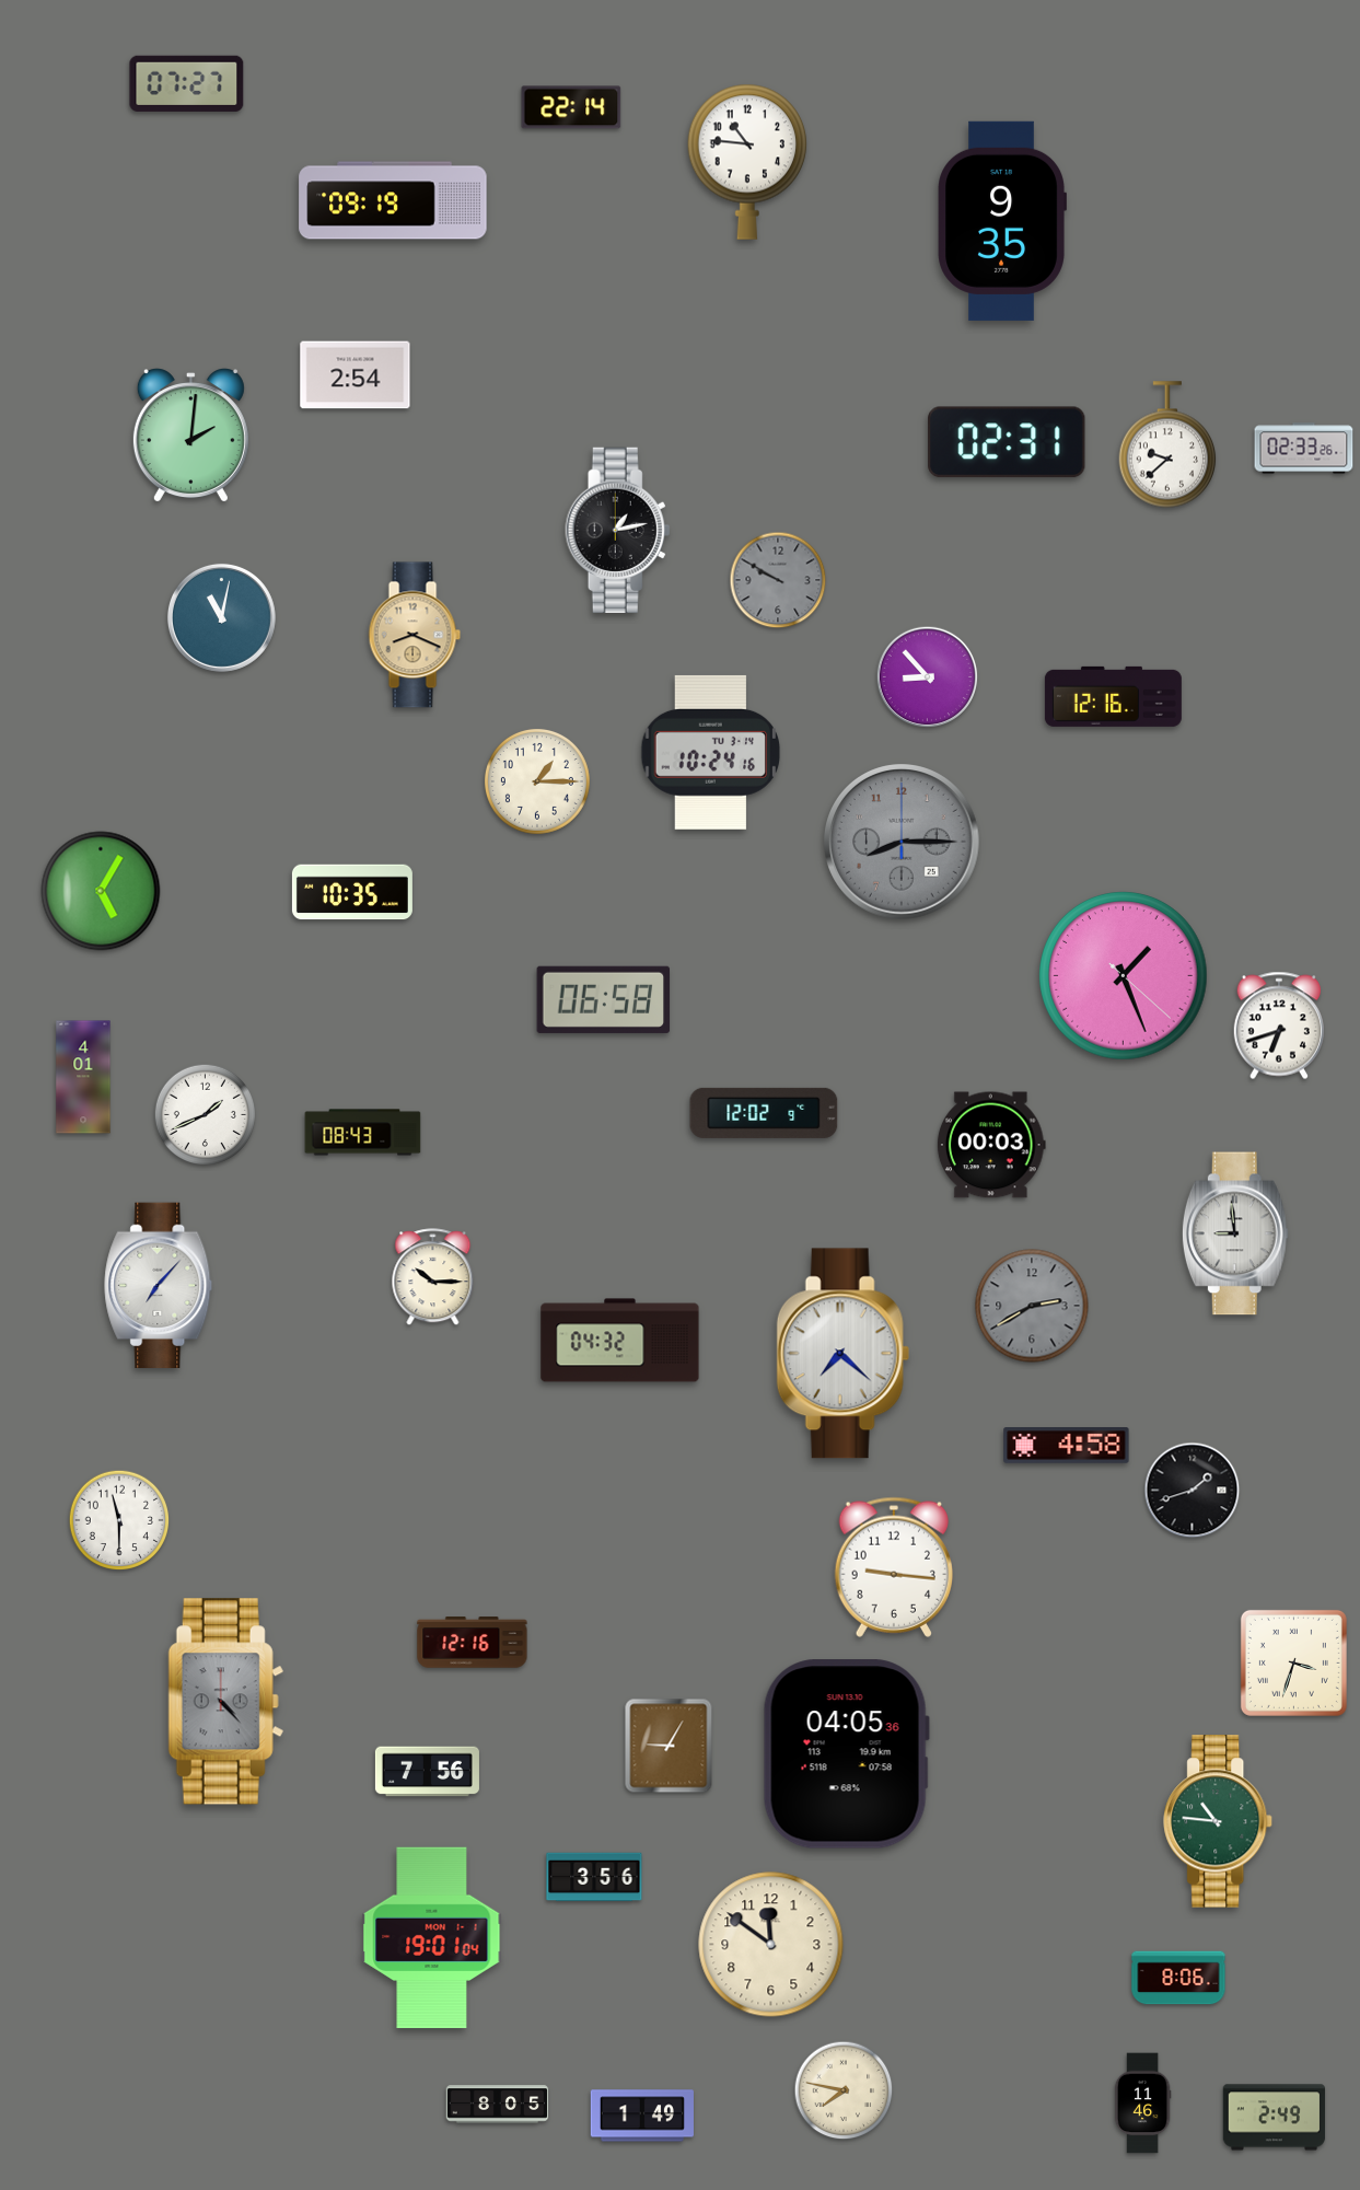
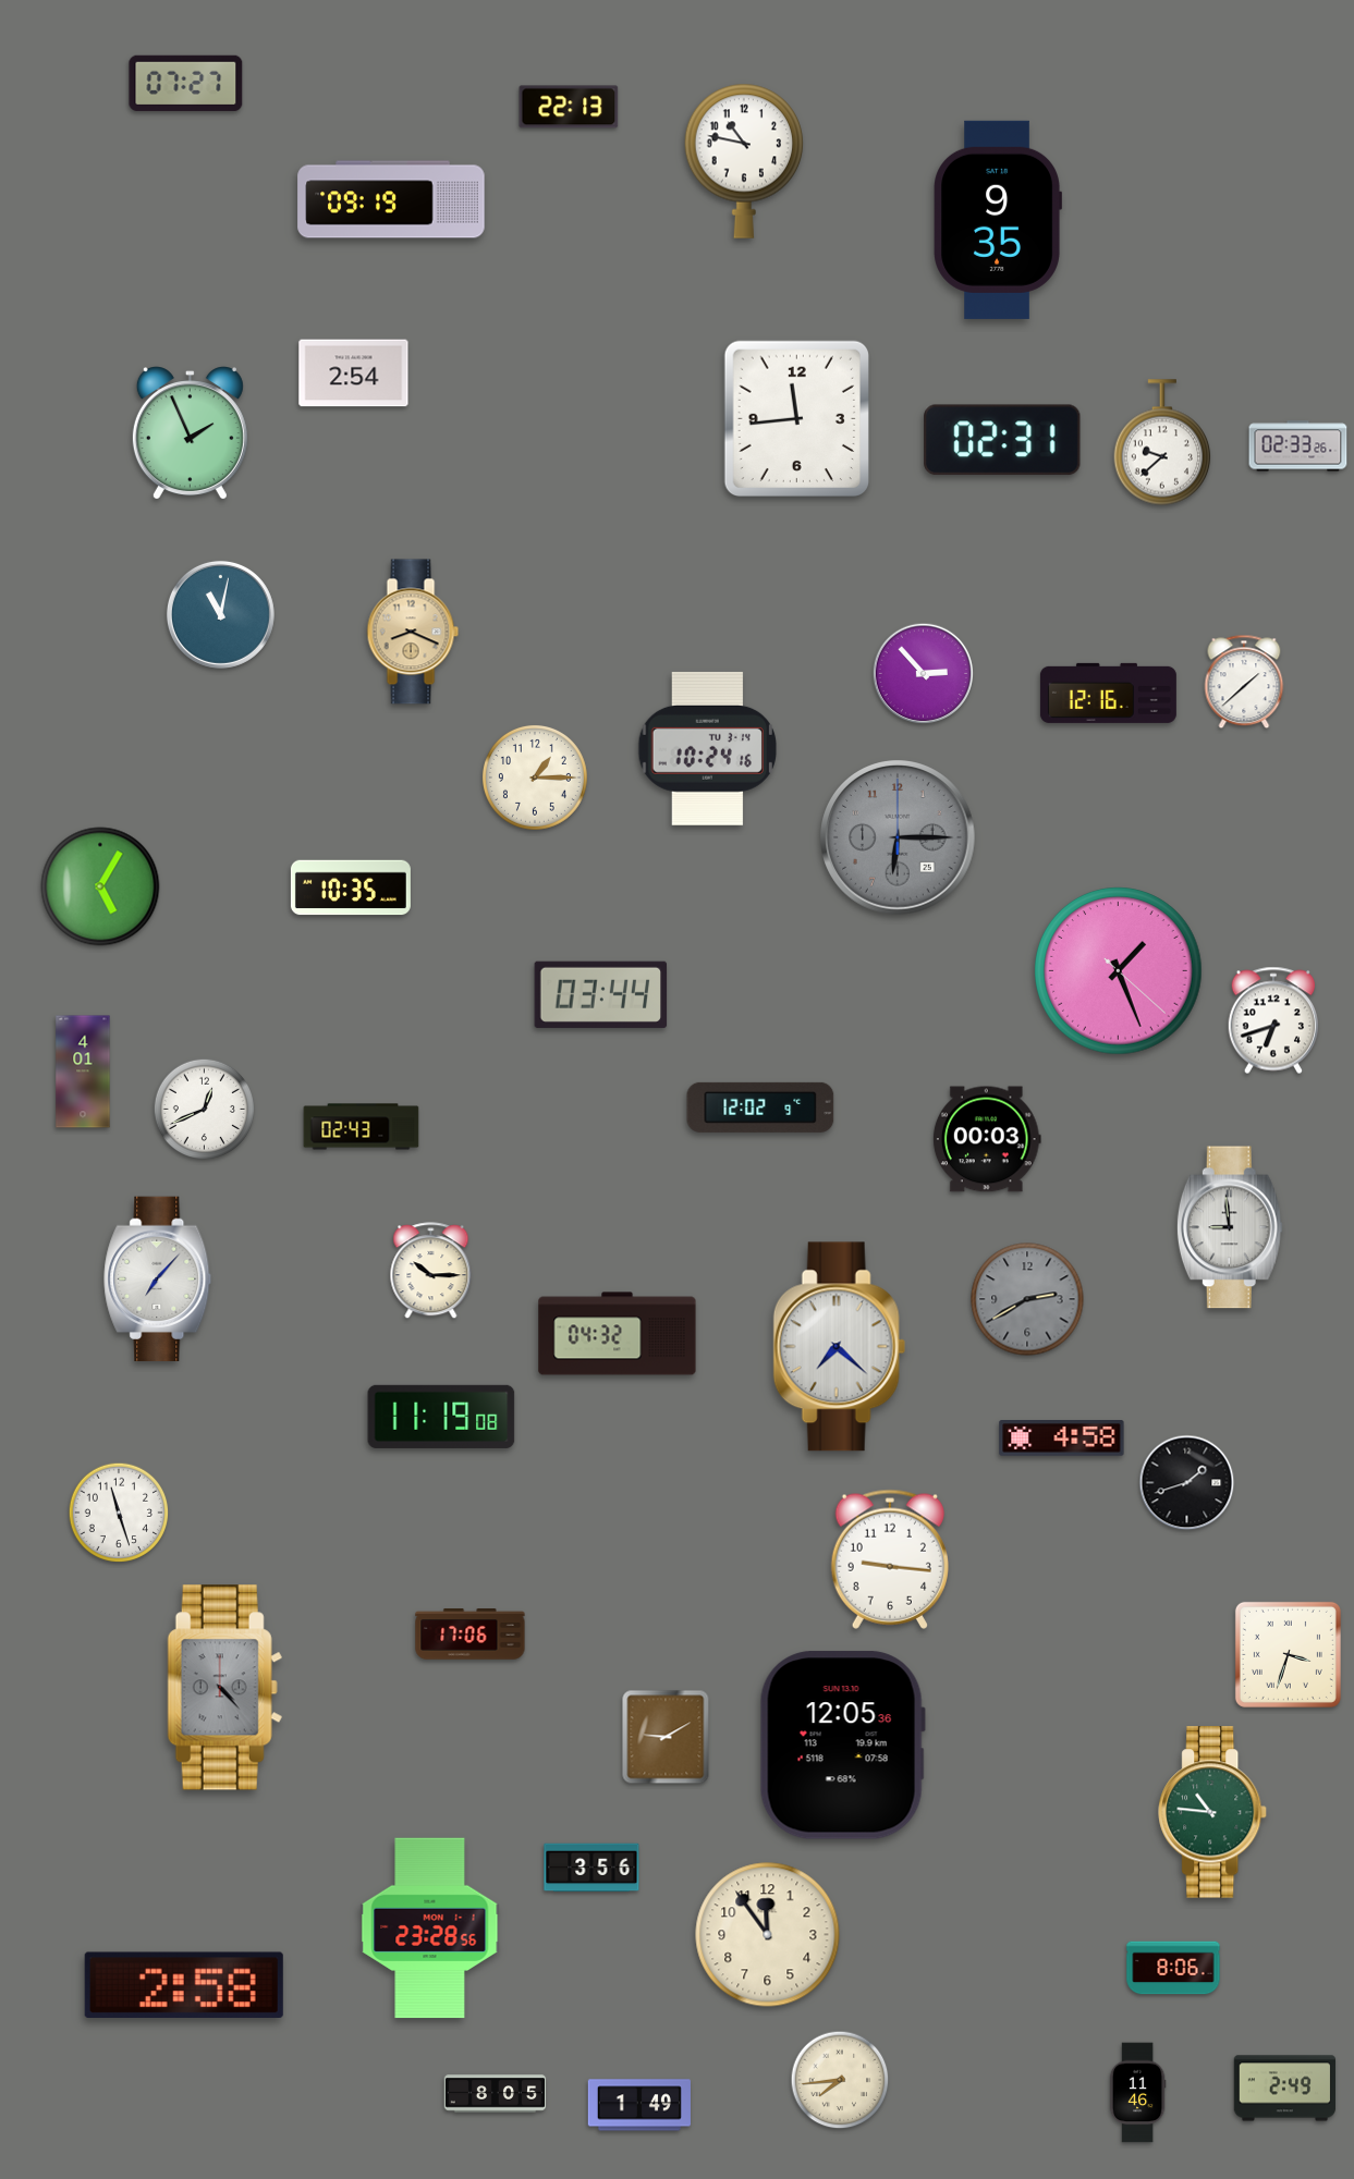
clock at (571, 107): 22:14 -> 22:13
clock at (747, 162): 10:46 -> 10:47
clock at (796, 418): none -> 11:44
clock at (190, 436): 2:01 -> 1:56
clock at (618, 530): 1:13 -> none
clock at (778, 580): 9:50 -> none
clock at (928, 677): 8:53 -> 2:53
clock at (1244, 682): none -> 1:38
clock at (903, 843): 8:15 -> 6:15
clock at (604, 999): 06:58 -> 03:44
clock at (205, 1114): 1:41 -> 12:41
clock at (363, 1133): 08:43 -> 02:43
clock at (441, 1417): none -> 11:19
clock at (119, 1520): 11:30 -> 11:27
clock at (473, 1643): 12:16 -> 17:06
clock at (225, 1702) position: (225, 1702) -> (224, 1688)
clock at (669, 1746): 9:05 -> 9:10
clock at (846, 1754): 04:05 -> 12:05
clock at (427, 1772): 7:56 -> none
clock at (432, 1938): 19:01 -> 23:28
clock at (771, 1945): 11:51 -> 11:54
clock at (184, 1984): none -> 2:58
clock at (844, 2090): 7:47 -> 7:44
clock at (1275, 2118) position: (1275, 2118) -> (1285, 2089)
